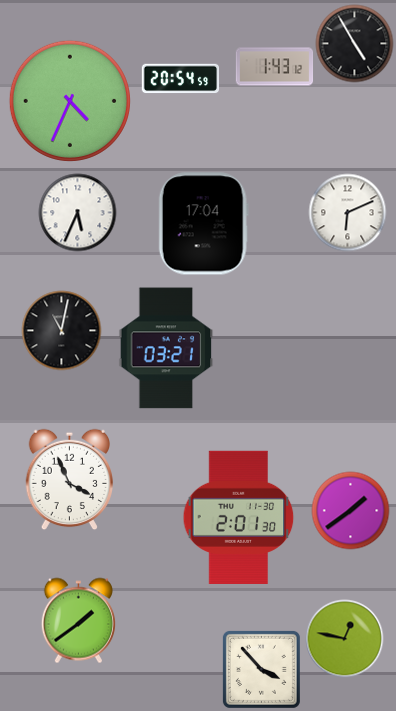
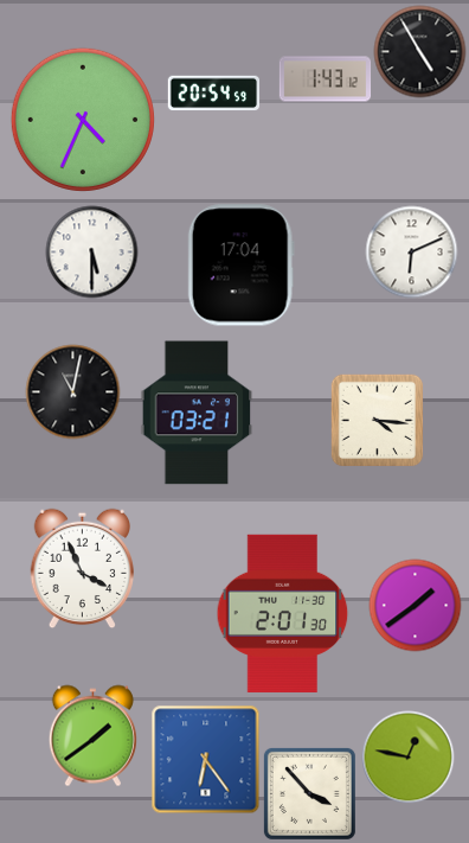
clock at (77, 212): 5:34 -> 5:30
clock at (377, 420): none -> 4:16
clock at (205, 759): none -> 6:24
